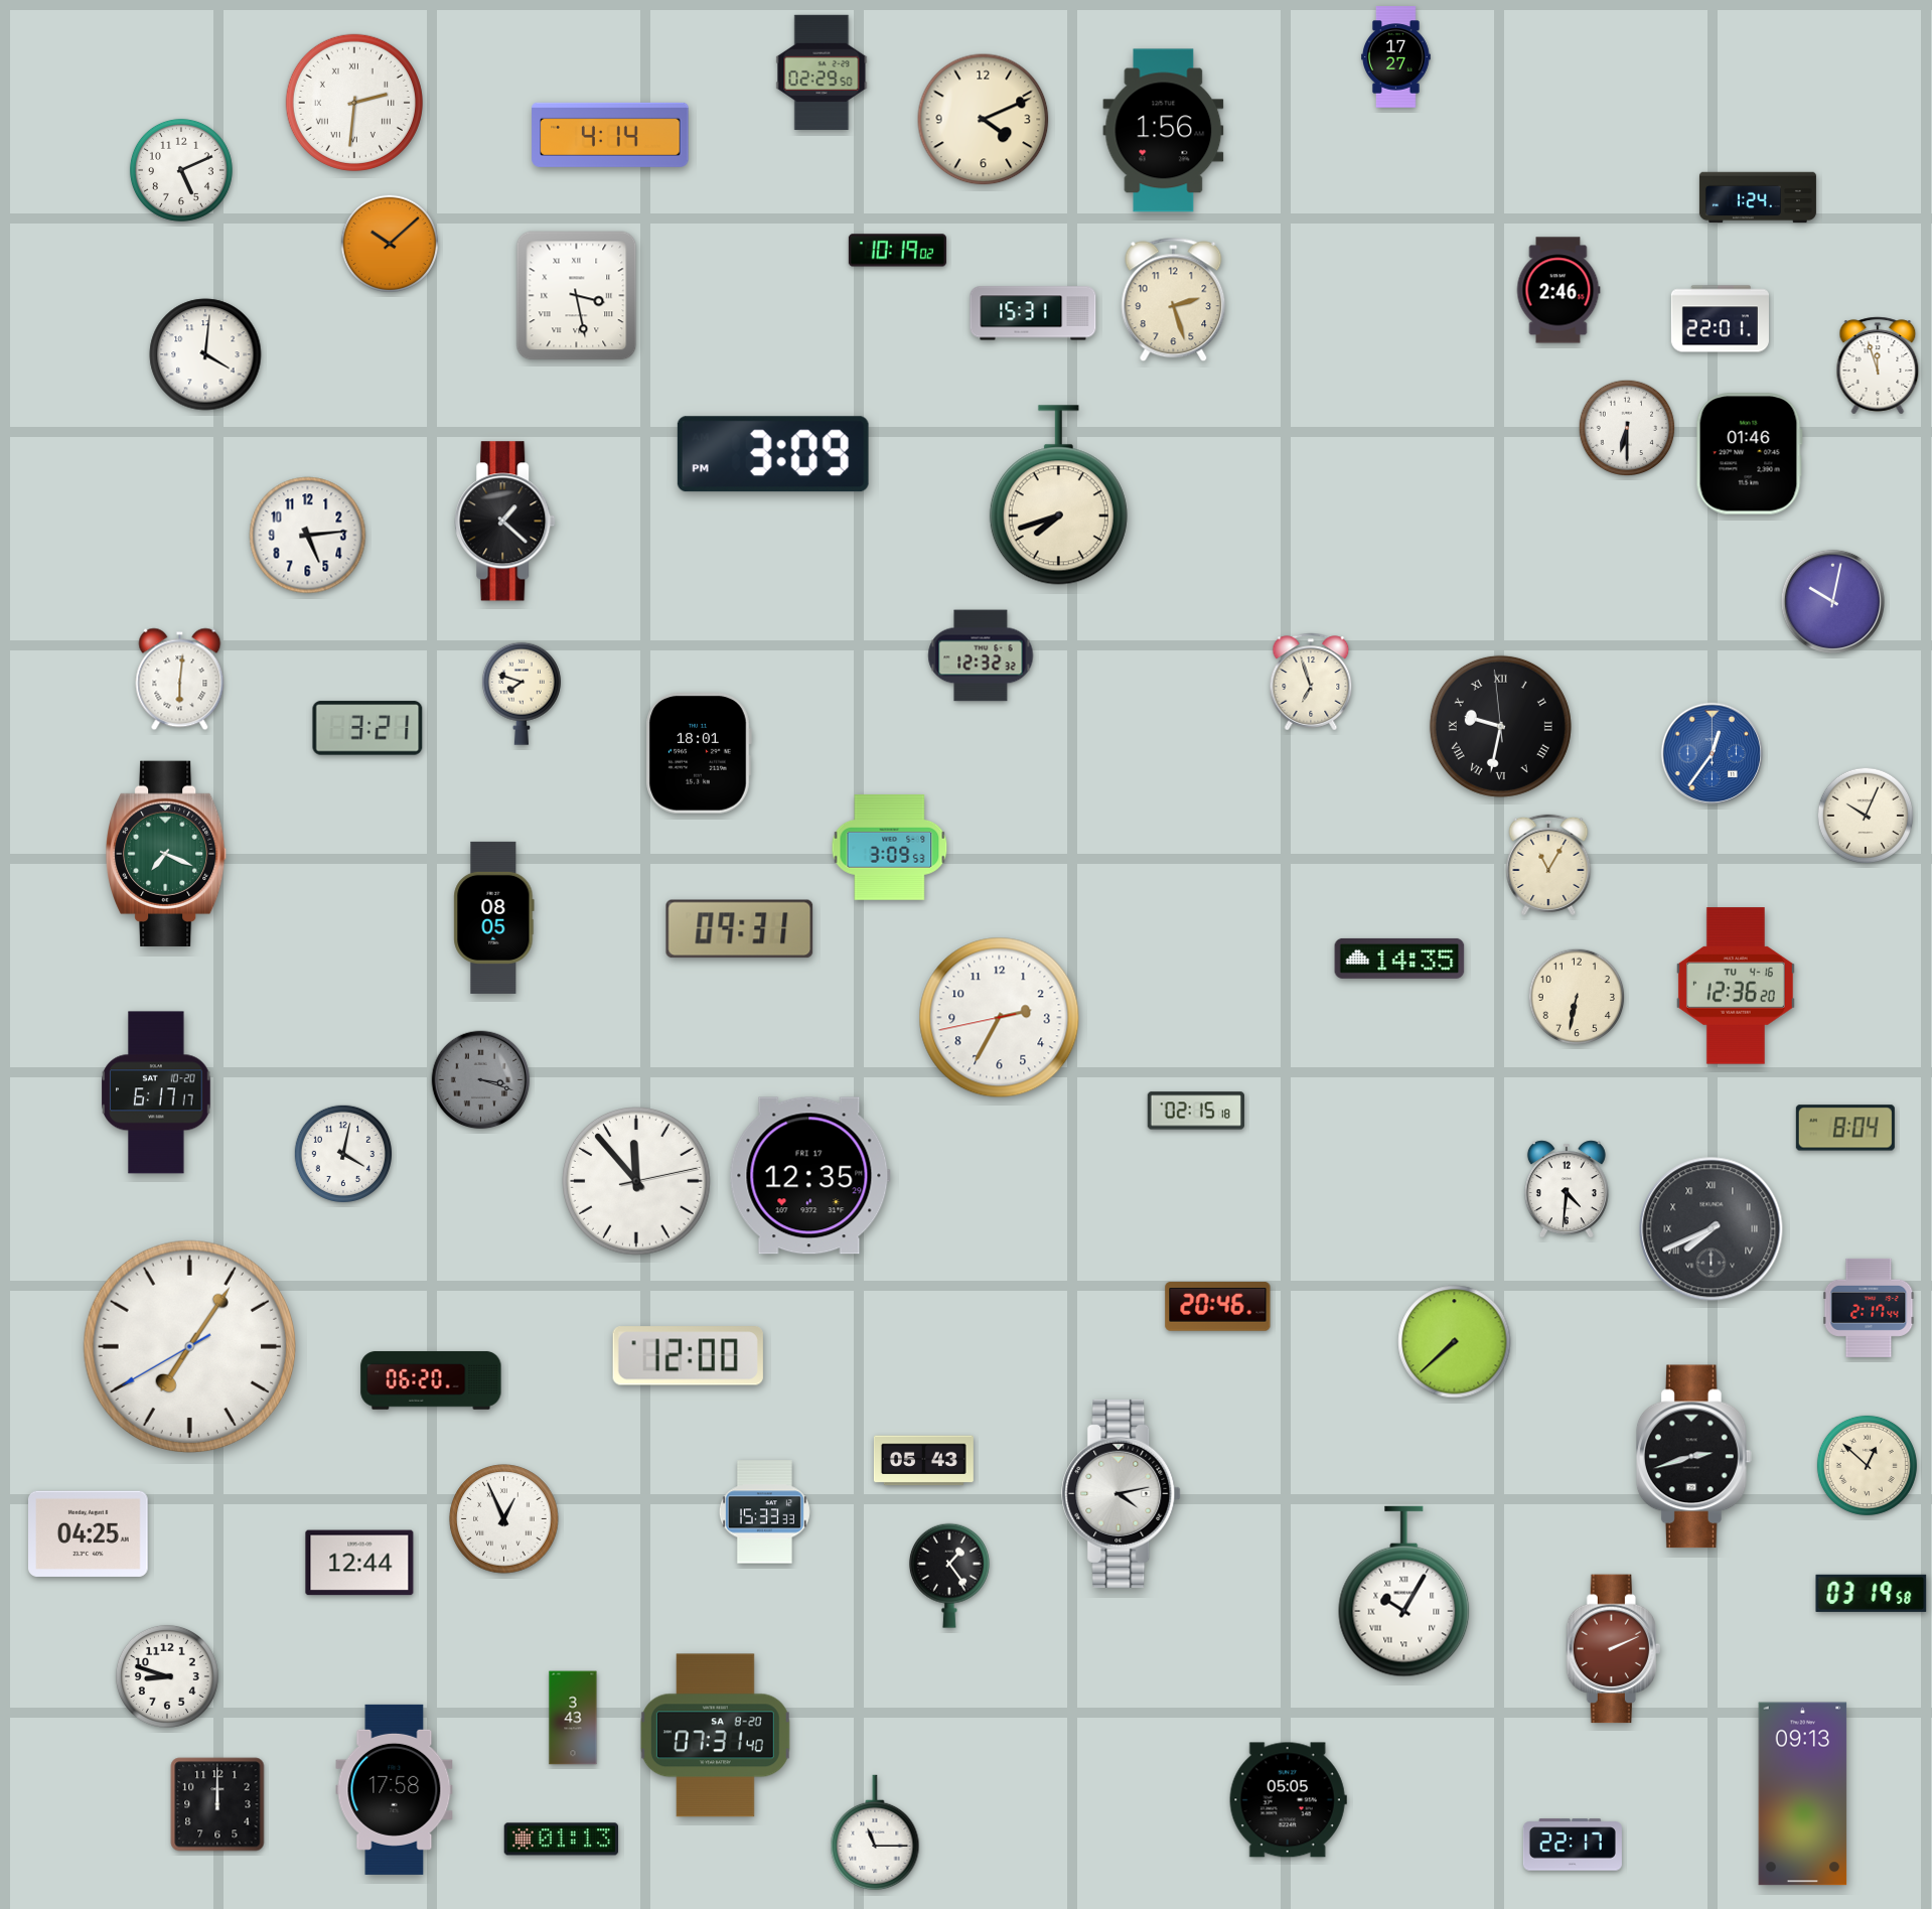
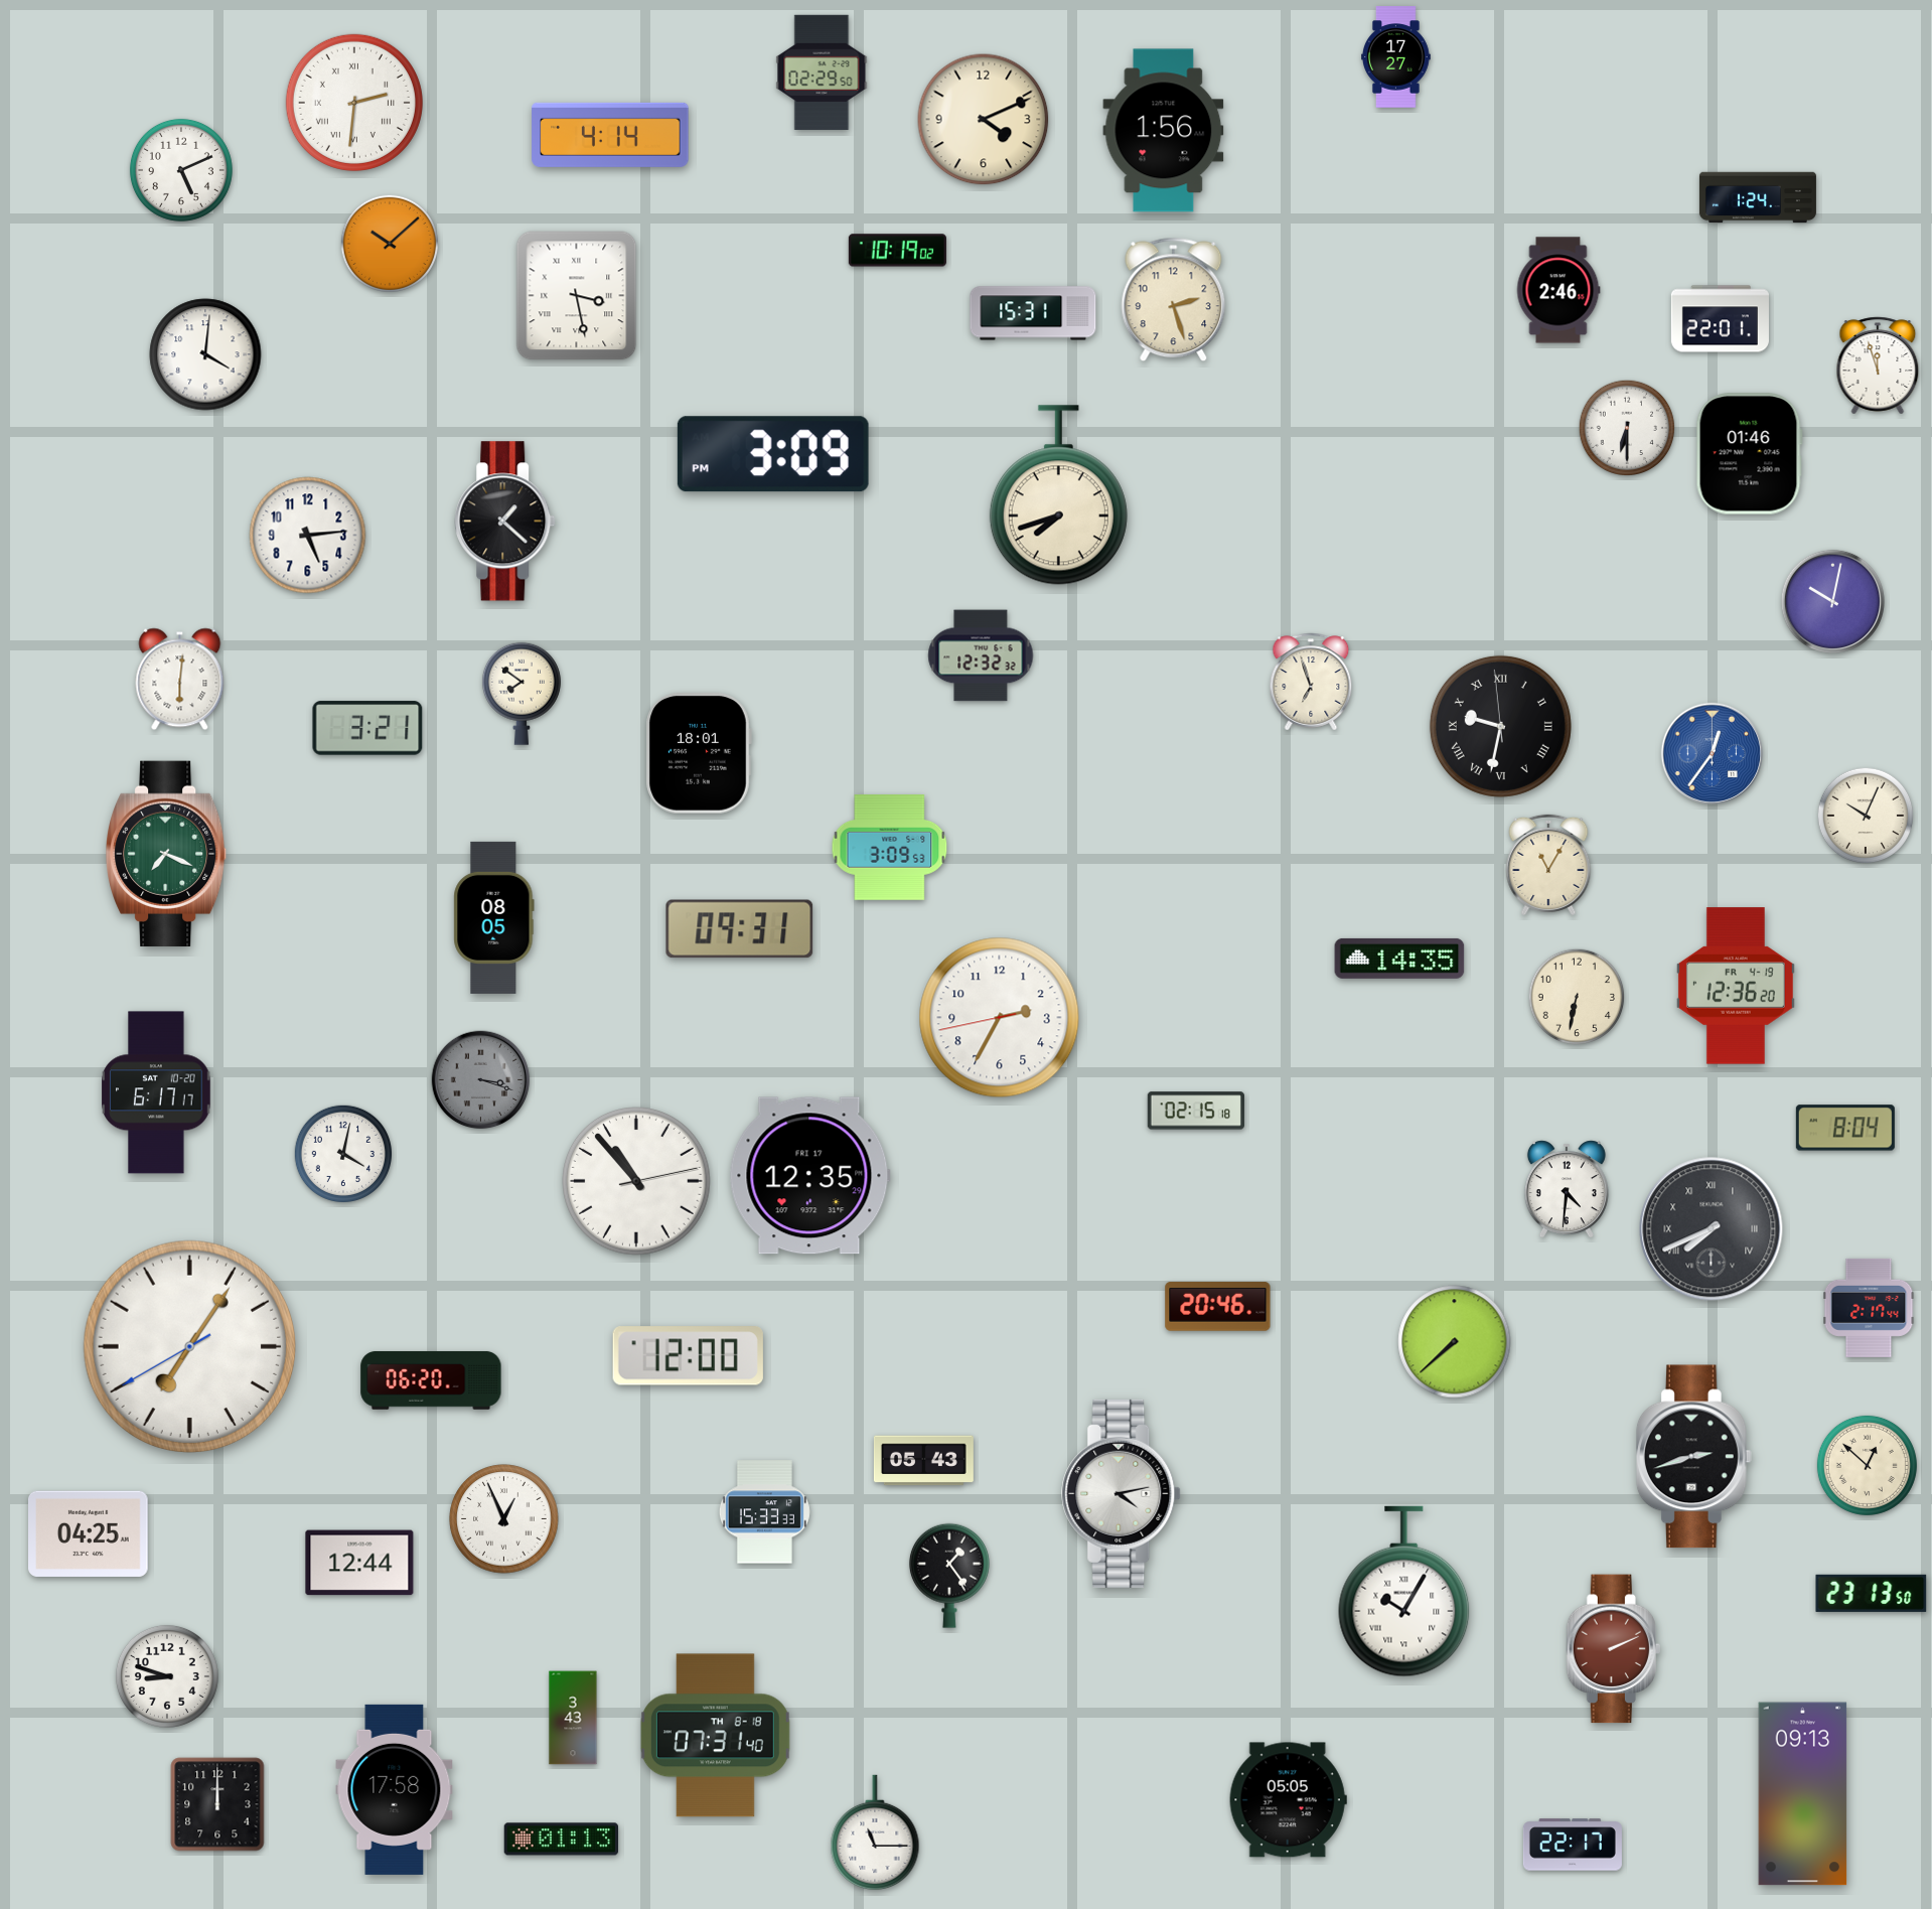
clock at (522, 694): 7:48 -> 7:51
clock at (1736, 986) date: TU 4-16 -> FR 4-19
clock at (637, 1182): 11:53 -> 10:53
clock at (1872, 1593): 03:19 -> 23:13
clock at (715, 1736) date: SA 8-20 -> TH 8-18
